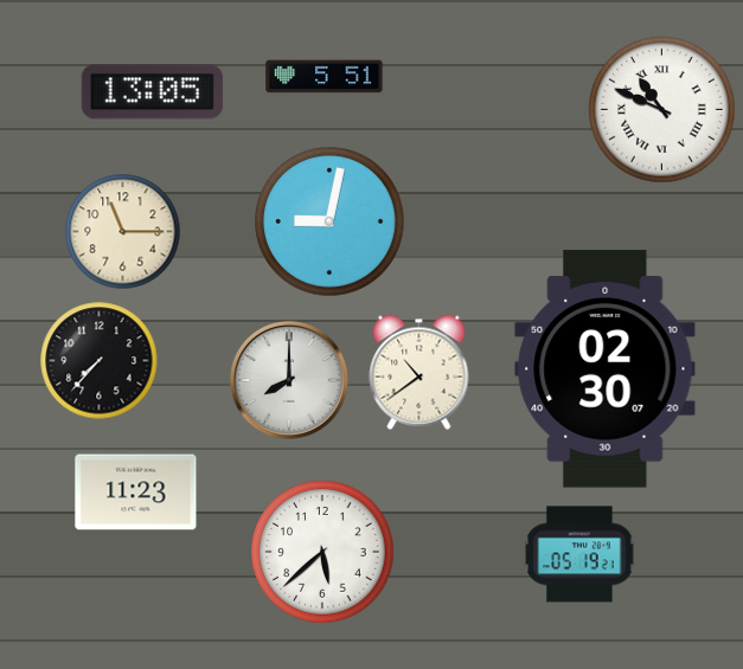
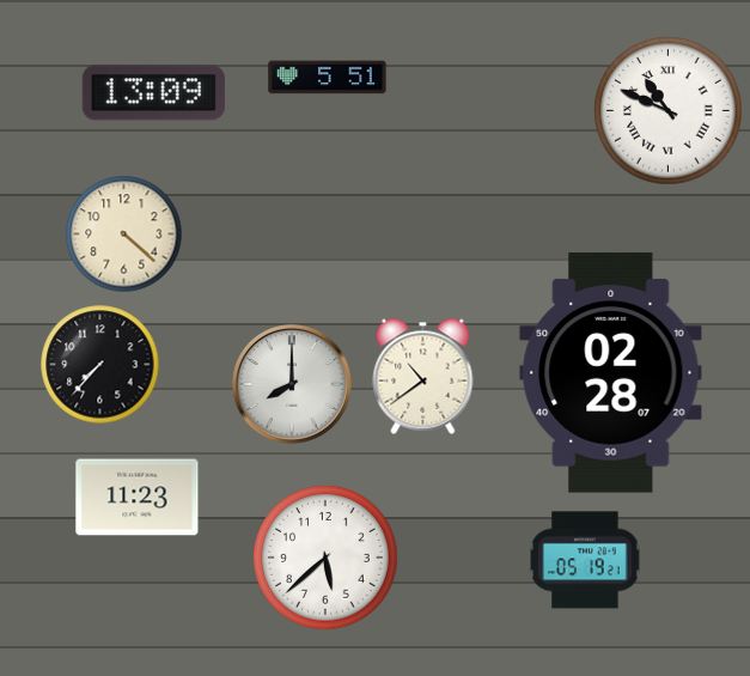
clock at (152, 92): 13:05 -> 13:09
clock at (329, 221): 9:02 -> none
clock at (123, 232): 11:15 -> 4:22
clock at (606, 369): 02:30 -> 02:28
